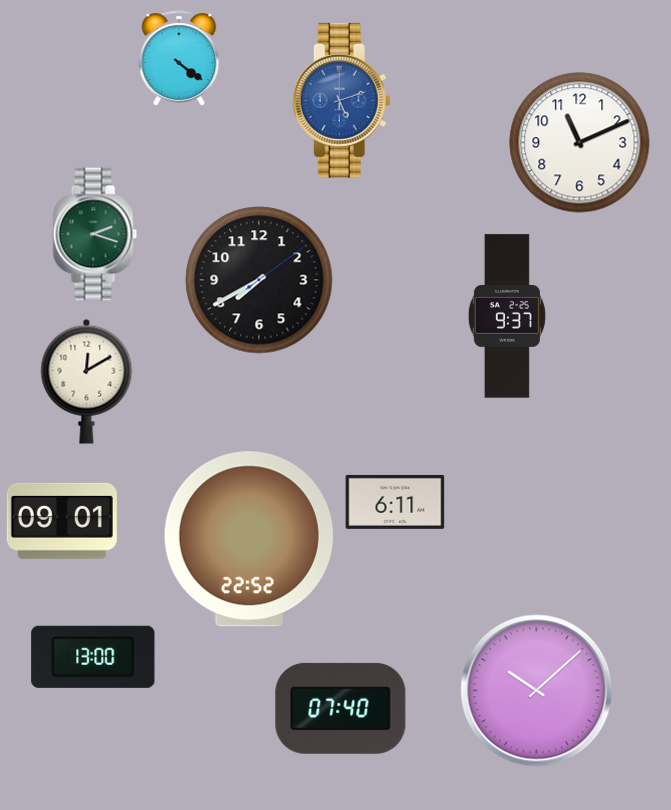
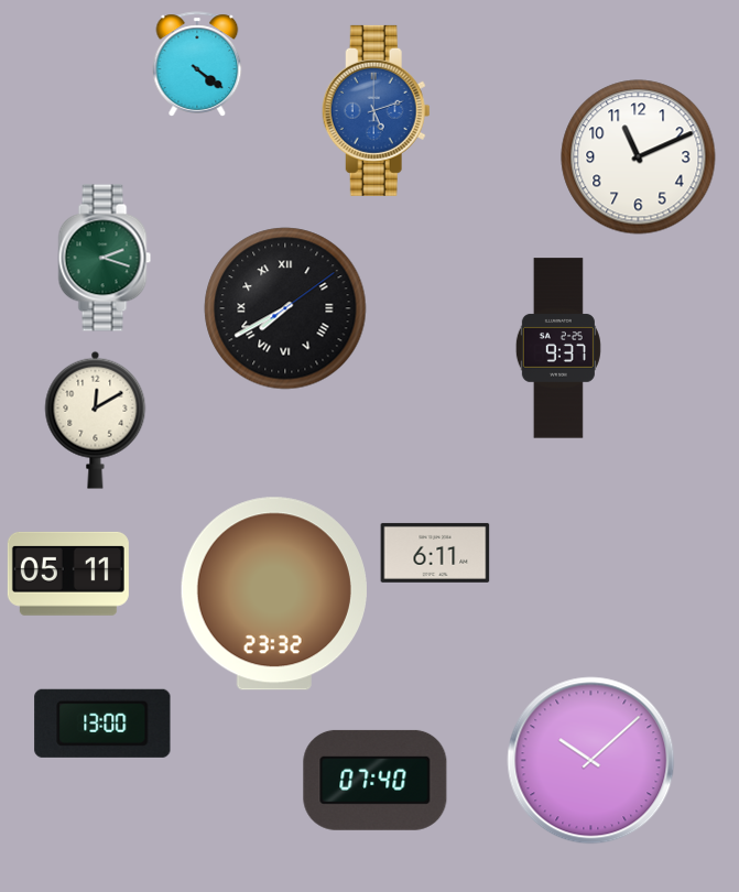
clock at (259, 280) numerals: Arabic -> Roman
clock at (62, 521): 09:01 -> 05:11
clock at (249, 539): 22:52 -> 23:32
